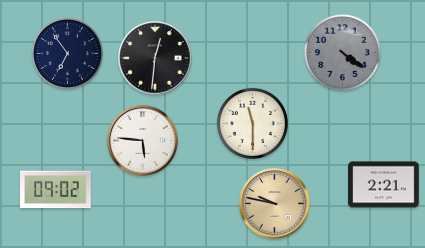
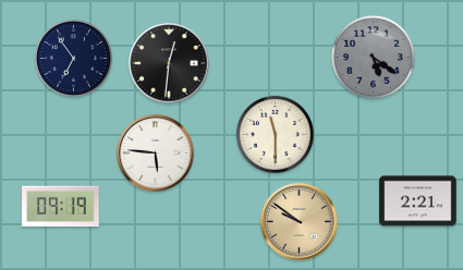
clock at (343, 53): 4:21 -> 5:21
clock at (56, 190): 09:02 -> 09:19
clock at (275, 204): 9:47 -> 9:51
